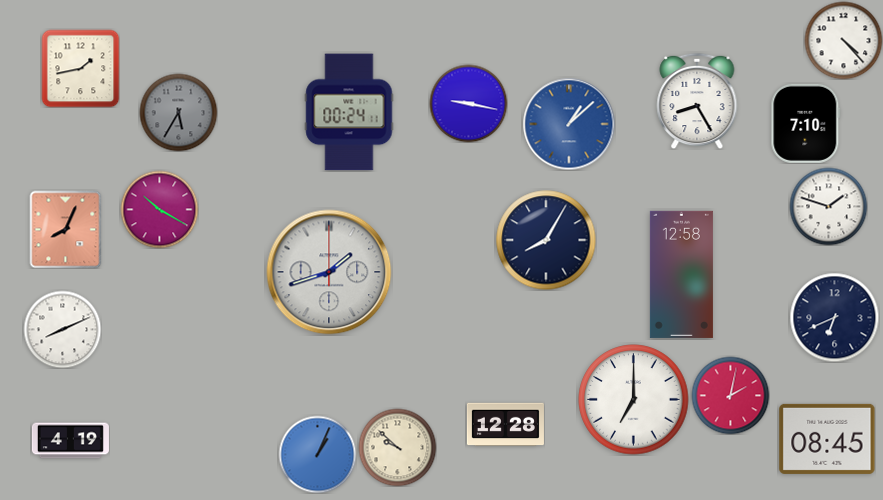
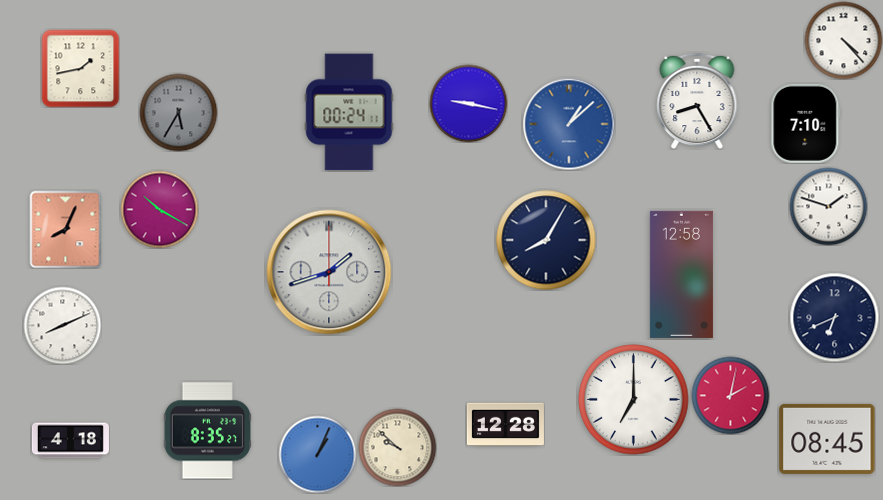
clock at (62, 329) position: (62, 329) -> (62, 325)
clock at (207, 431): none -> 8:35
clock at (70, 441): 4:19 -> 4:18
